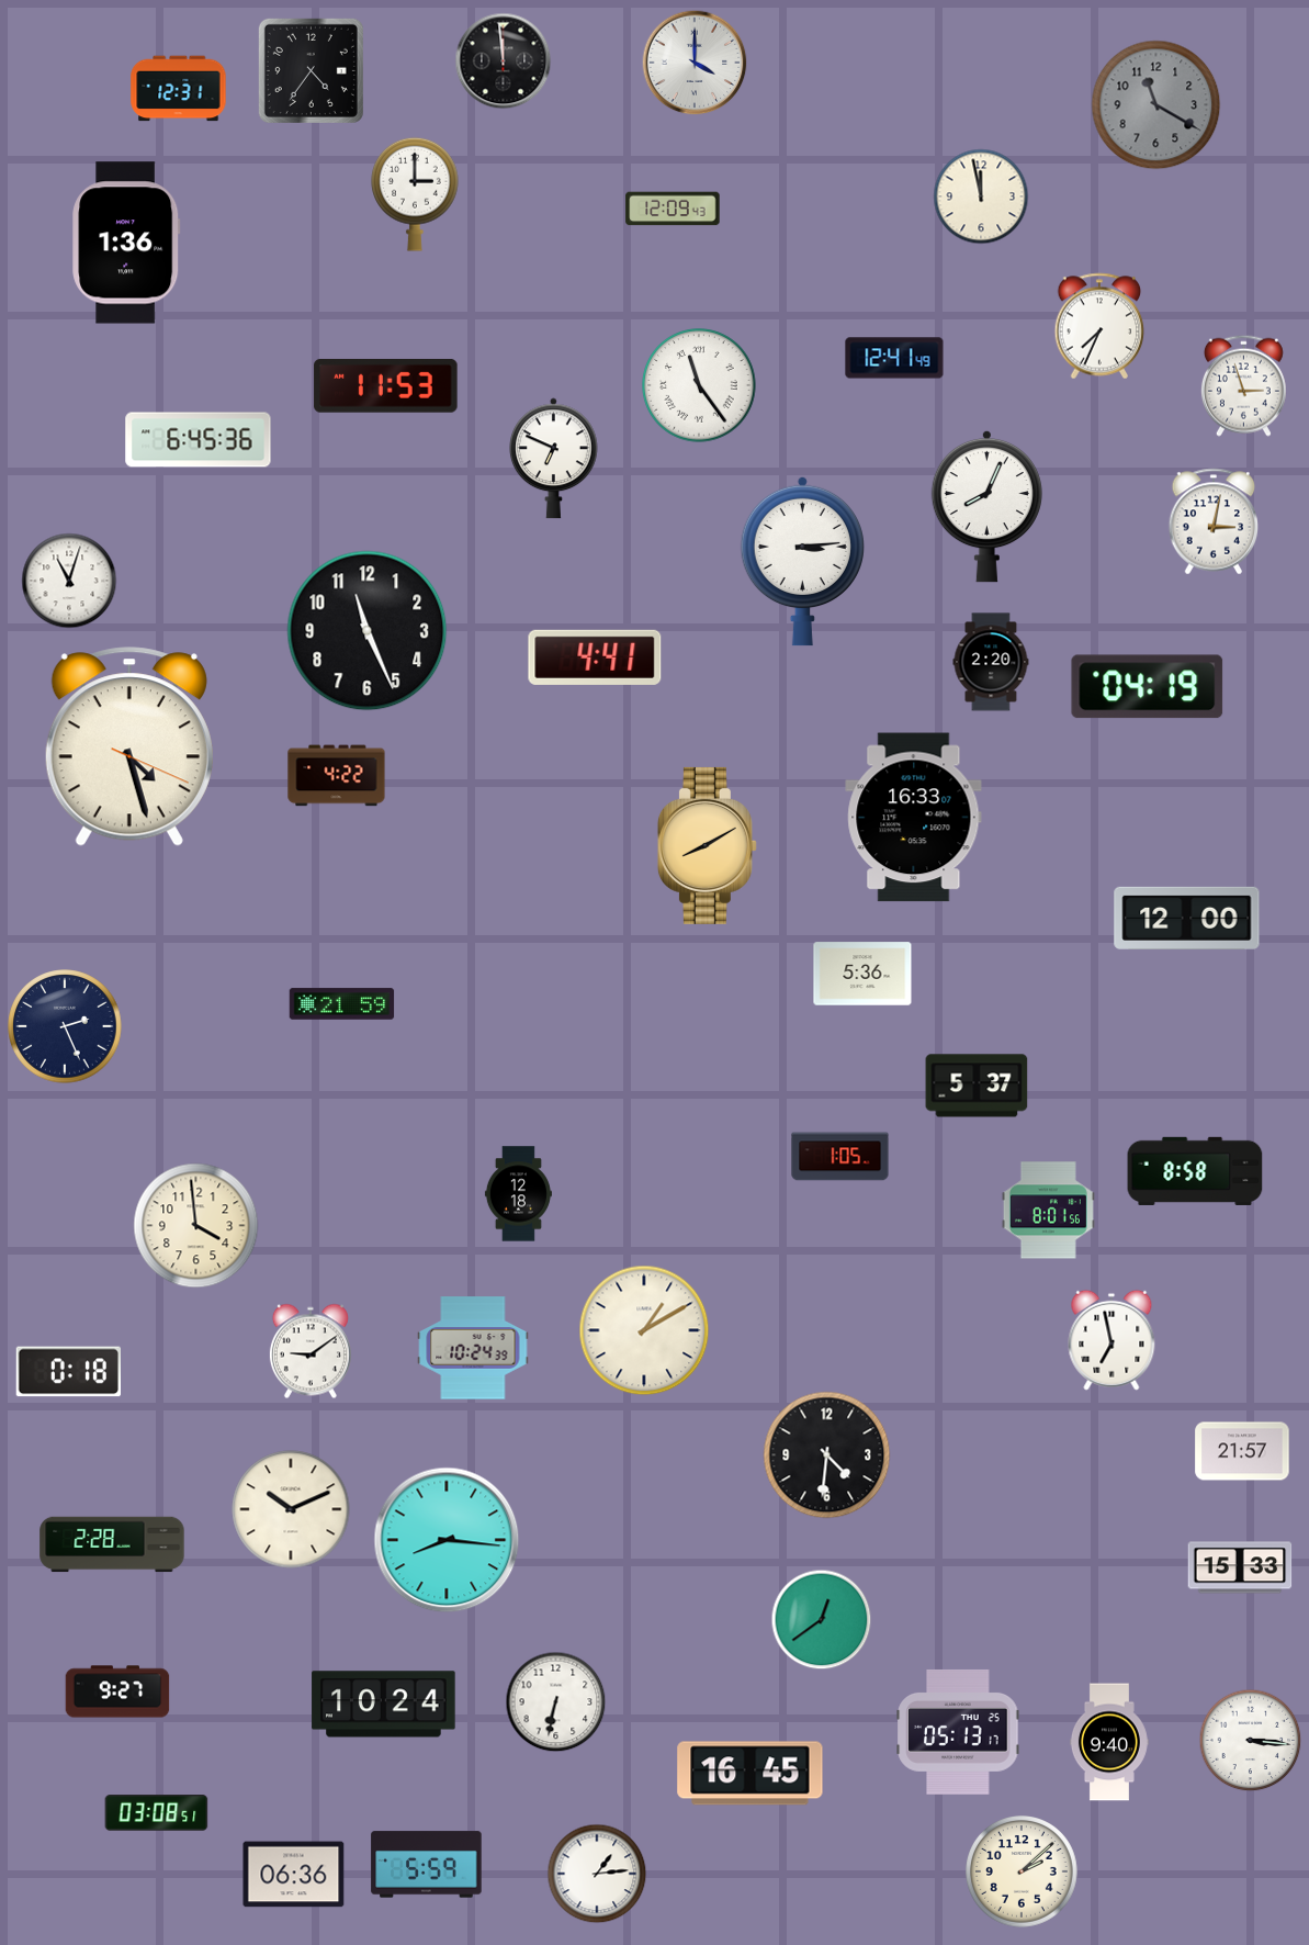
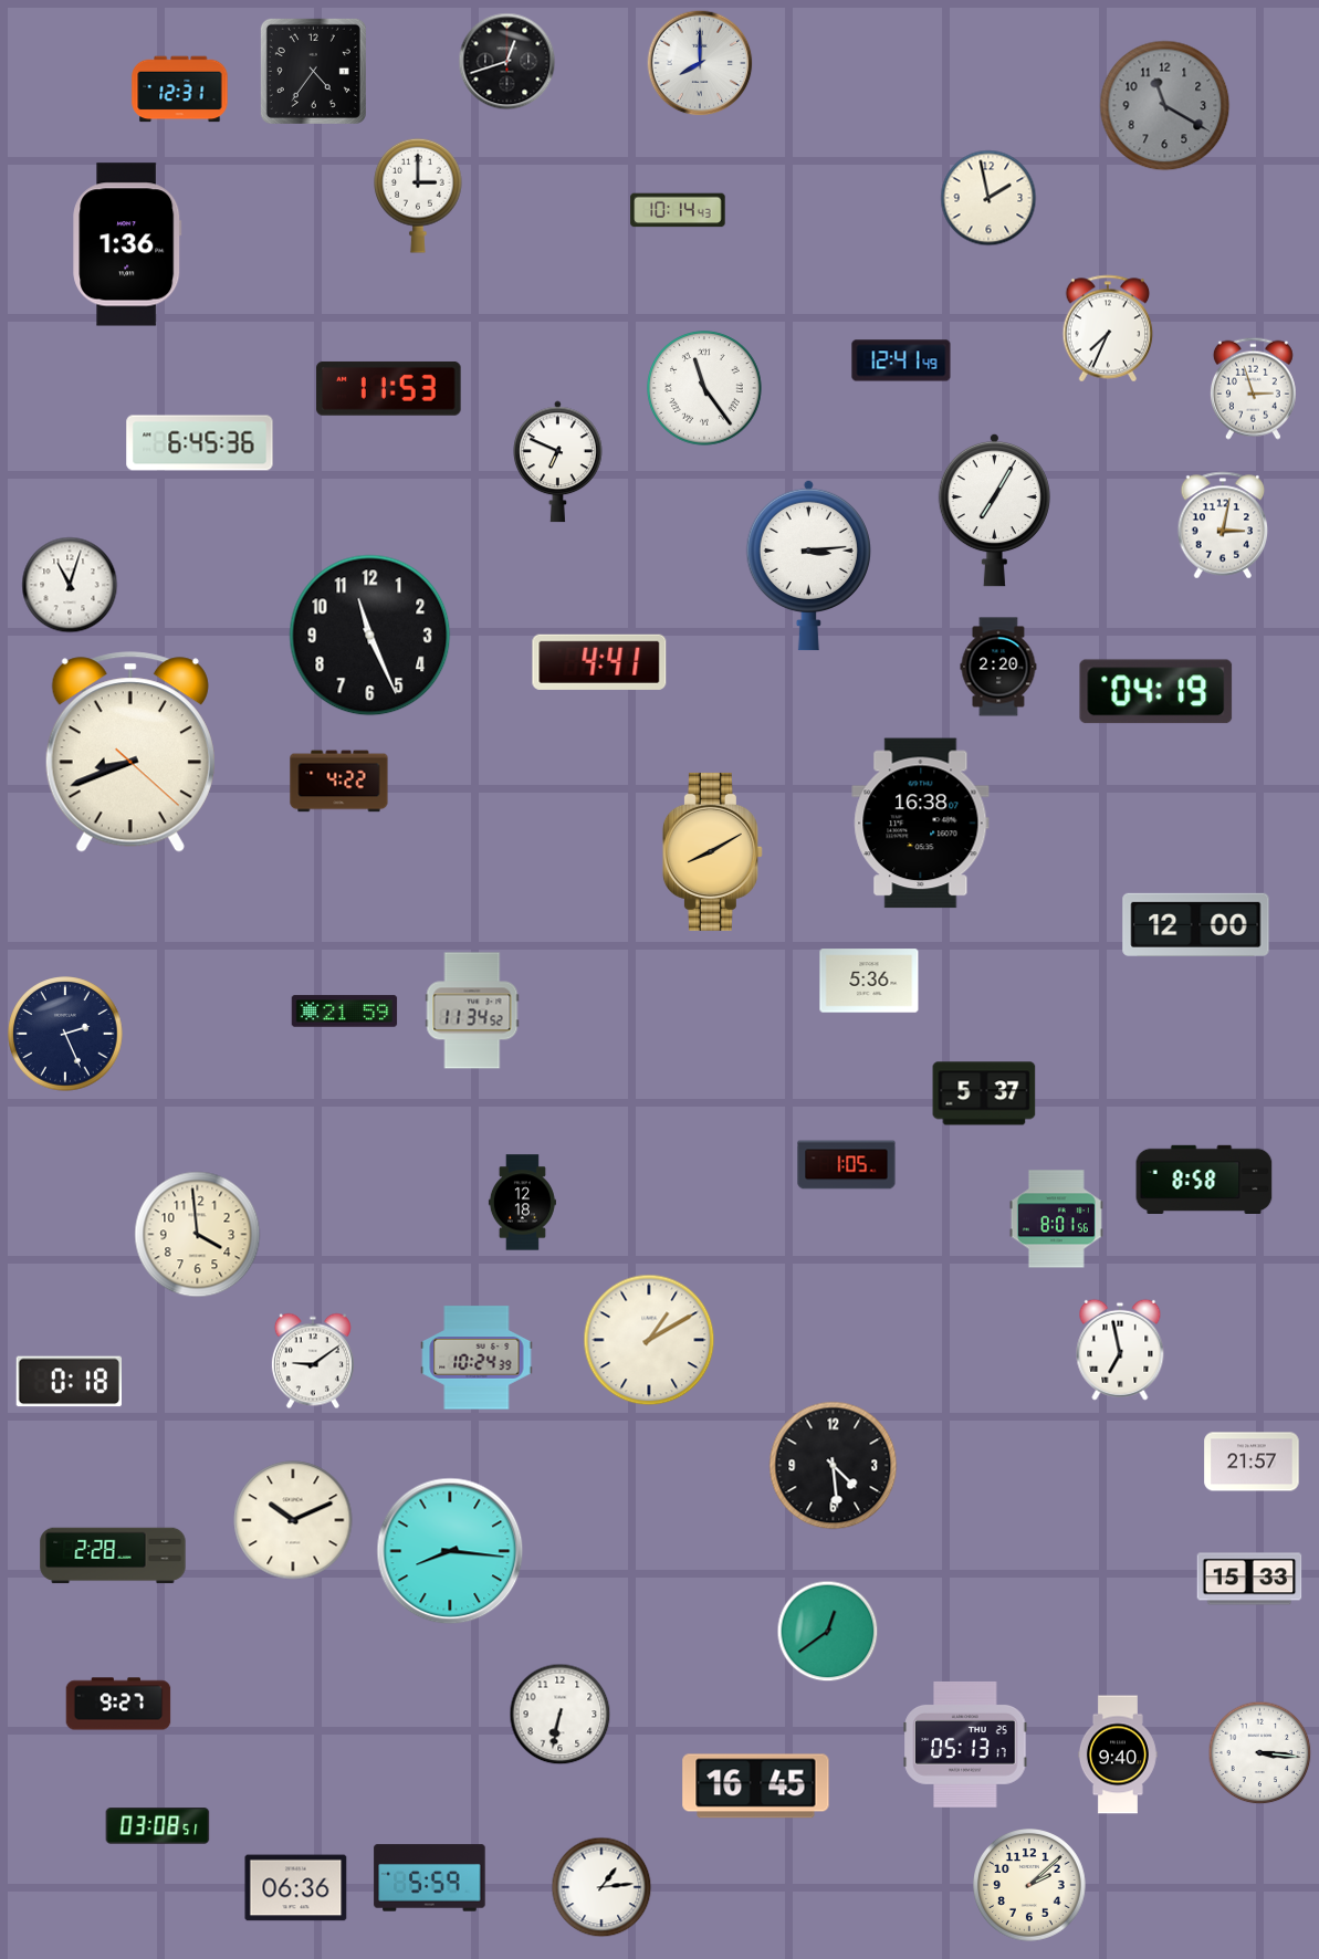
clock at (504, 61): 11:59 -> 12:42
clock at (695, 63): 4:00 -> 8:00
clock at (981, 196): 11:58 -> 1:58
clock at (673, 209): 12:09 -> 10:14
clock at (986, 506): 8:04 -> 7:05
clock at (129, 746): 4:27 -> 8:41
clock at (914, 818): 16:33 -> 16:38
clock at (472, 1010): none -> 11:34
clock at (827, 1455): 4:31 -> 4:29
clock at (384, 1705): 10:24 -> none
